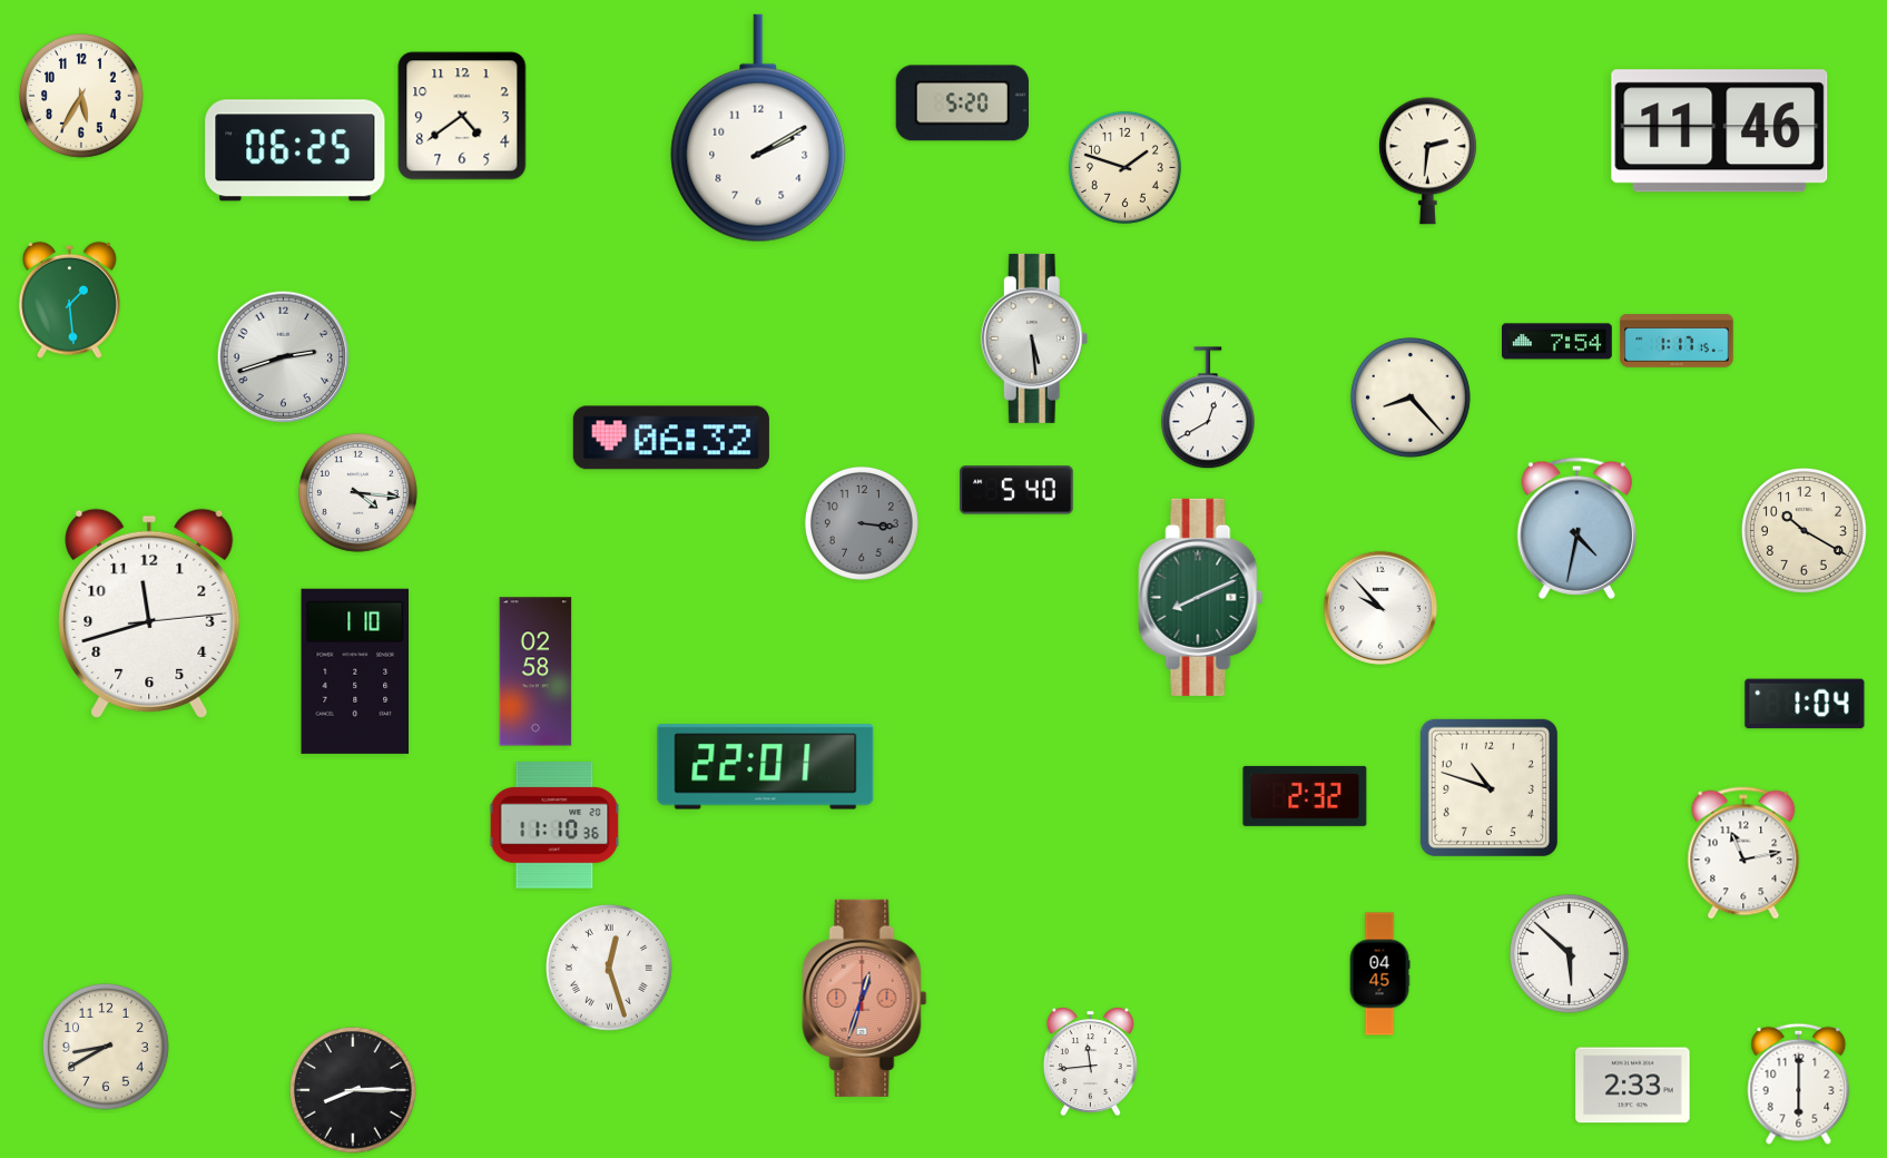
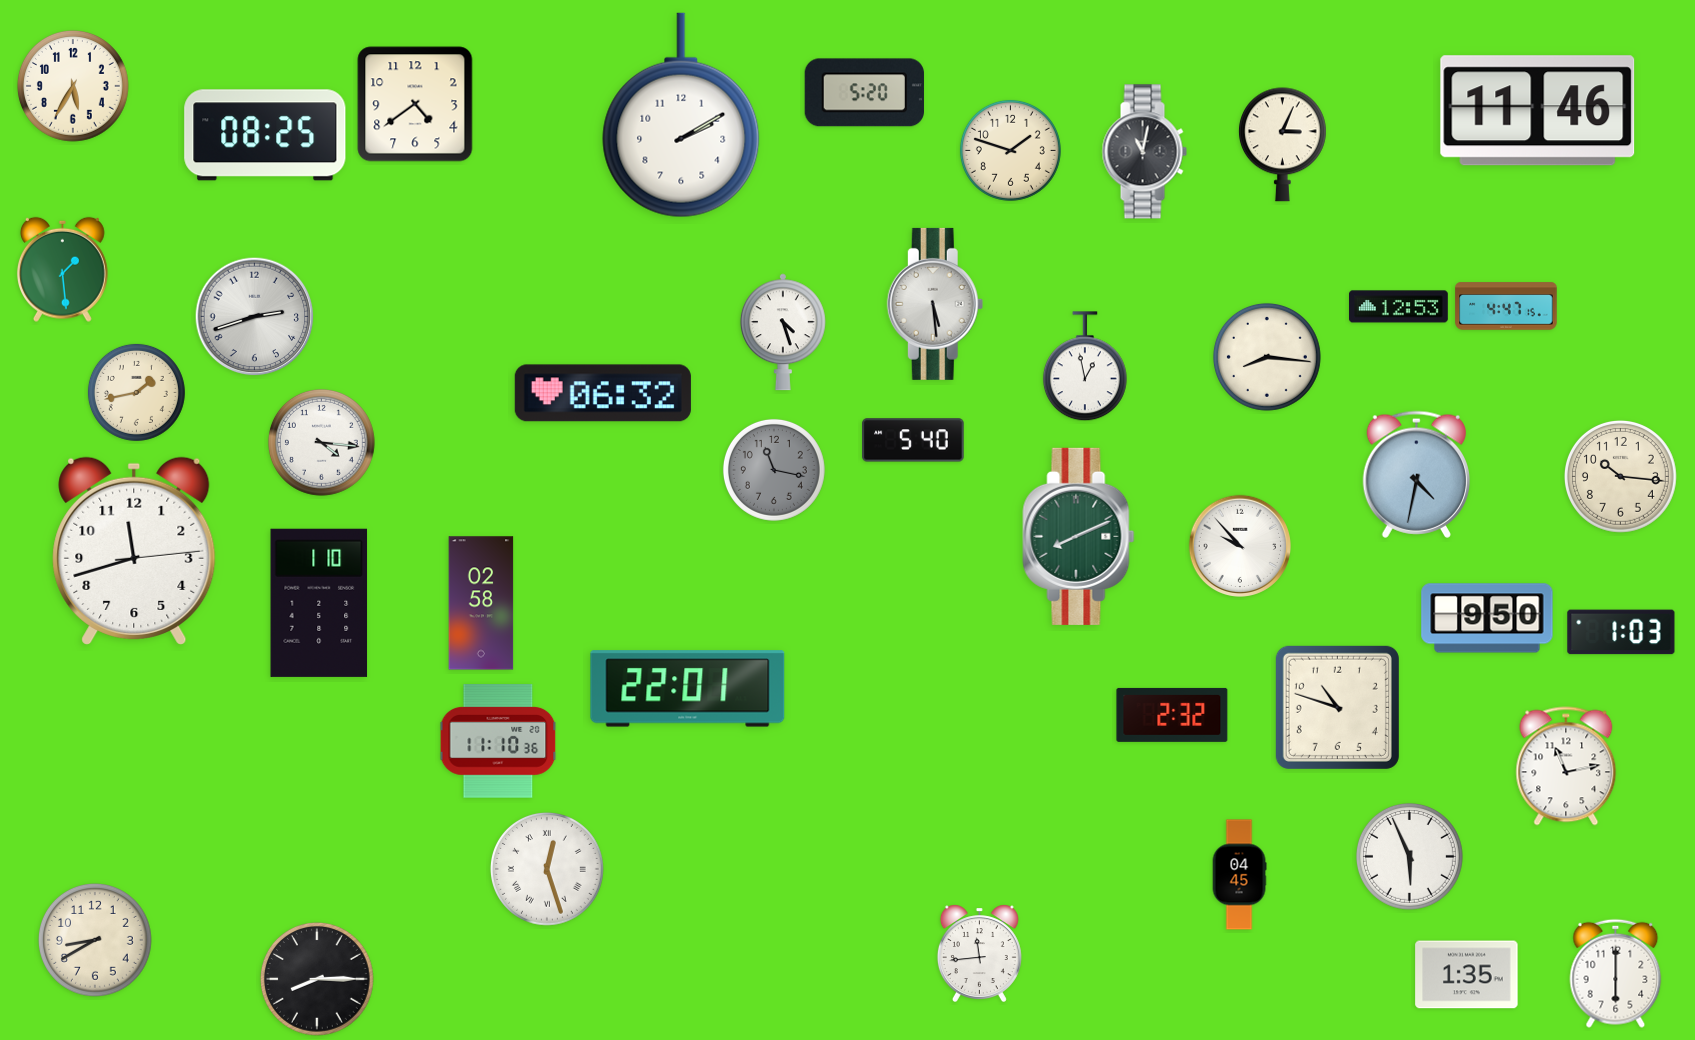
clock at (1720, 131) position: (1720, 131) -> (1538, 111)
clock at (295, 150): 06:25 -> 08:25
clock at (1427, 161): 2:31 -> 3:04
clock at (1144, 152): none -> 11:02
clock at (1034, 338) position: (1034, 338) -> (935, 304)
clock at (1677, 341): 1:17 -> 4:47
clock at (1557, 342): 7:54 -> 12:53
clock at (284, 357) position: (284, 357) -> (255, 317)
clock at (783, 332): none -> 4:27
clock at (1411, 398): 8:23 -> 8:16
clock at (1208, 409): 12:40 -> 12:58
clock at (136, 392): none -> 1:43
clock at (862, 523): 3:16 -> 11:17
clock at (1804, 530): 10:20 -> 10:16
clock at (1487, 618): none -> 9:50
clock at (1805, 704): 1:04 -> 1:03
clock at (1569, 953): 5:52 -> 5:56
clock at (865, 998): 12:33 -> none
clock at (1633, 1086): 2:33 -> 1:35
